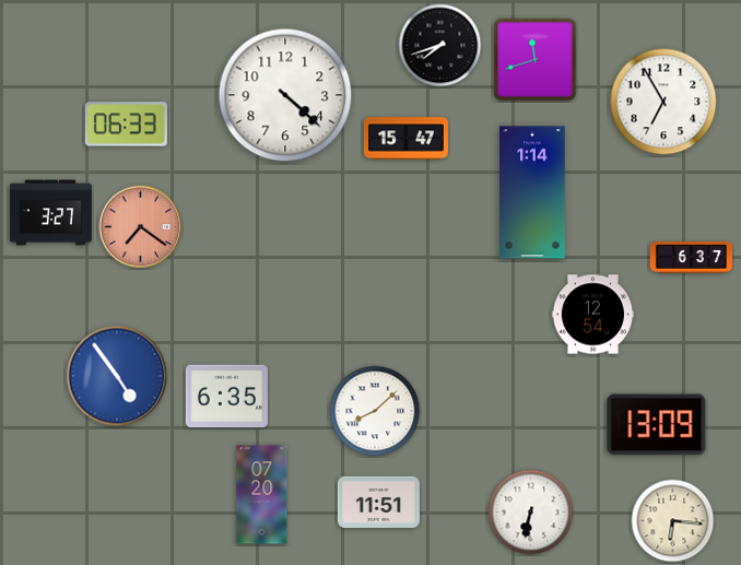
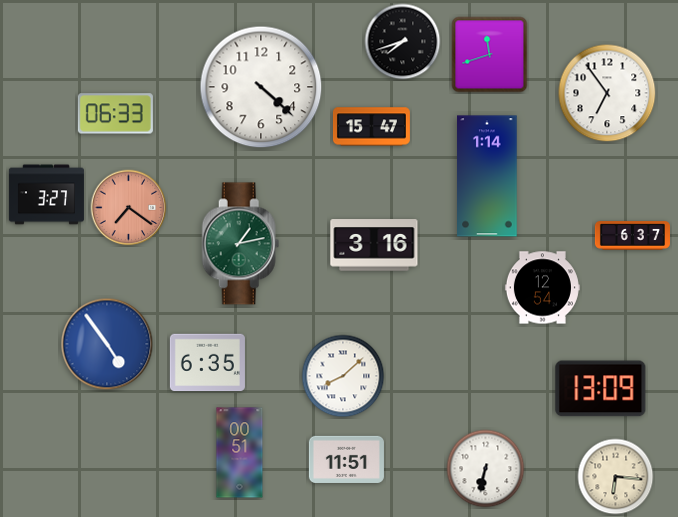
clock at (663, 102): 6:55 -> 6:54
clock at (241, 244): none -> 1:13
clock at (374, 245): none -> 3:16
clock at (262, 495): 07:20 -> 00:51
